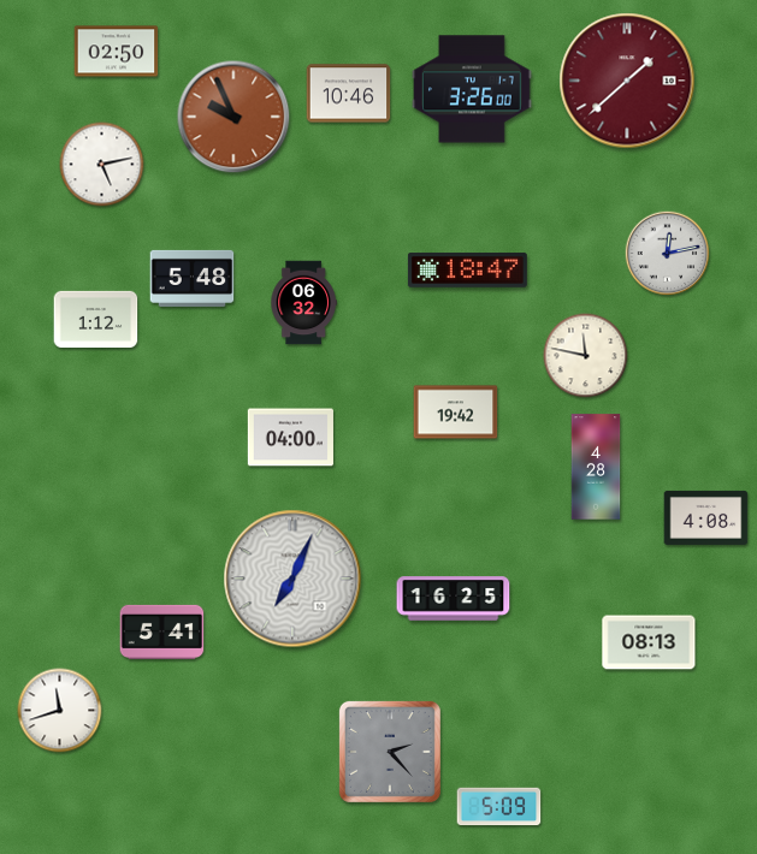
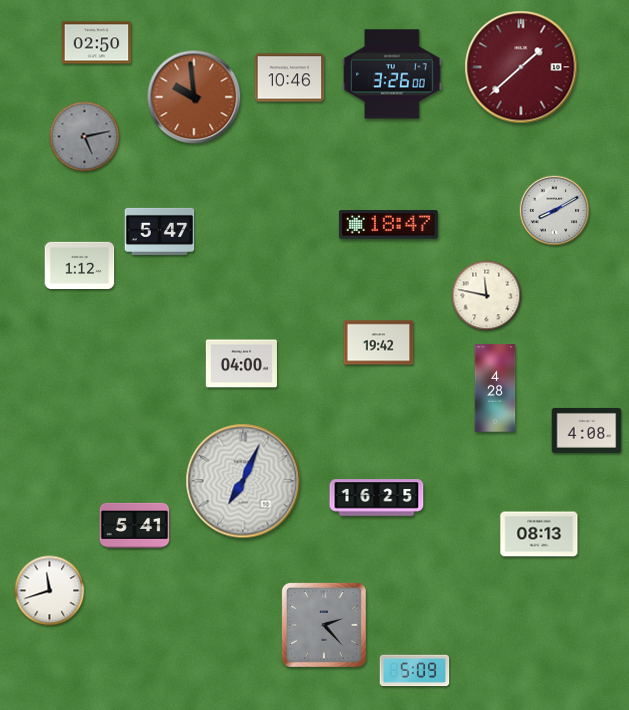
clock at (233, 117): 9:56 -> 9:59
clock at (102, 165) dial: white -> grey
clock at (668, 254): 12:13 -> 8:10
clock at (193, 278): 5:48 -> 5:47
clock at (303, 303): 06:32 -> none
